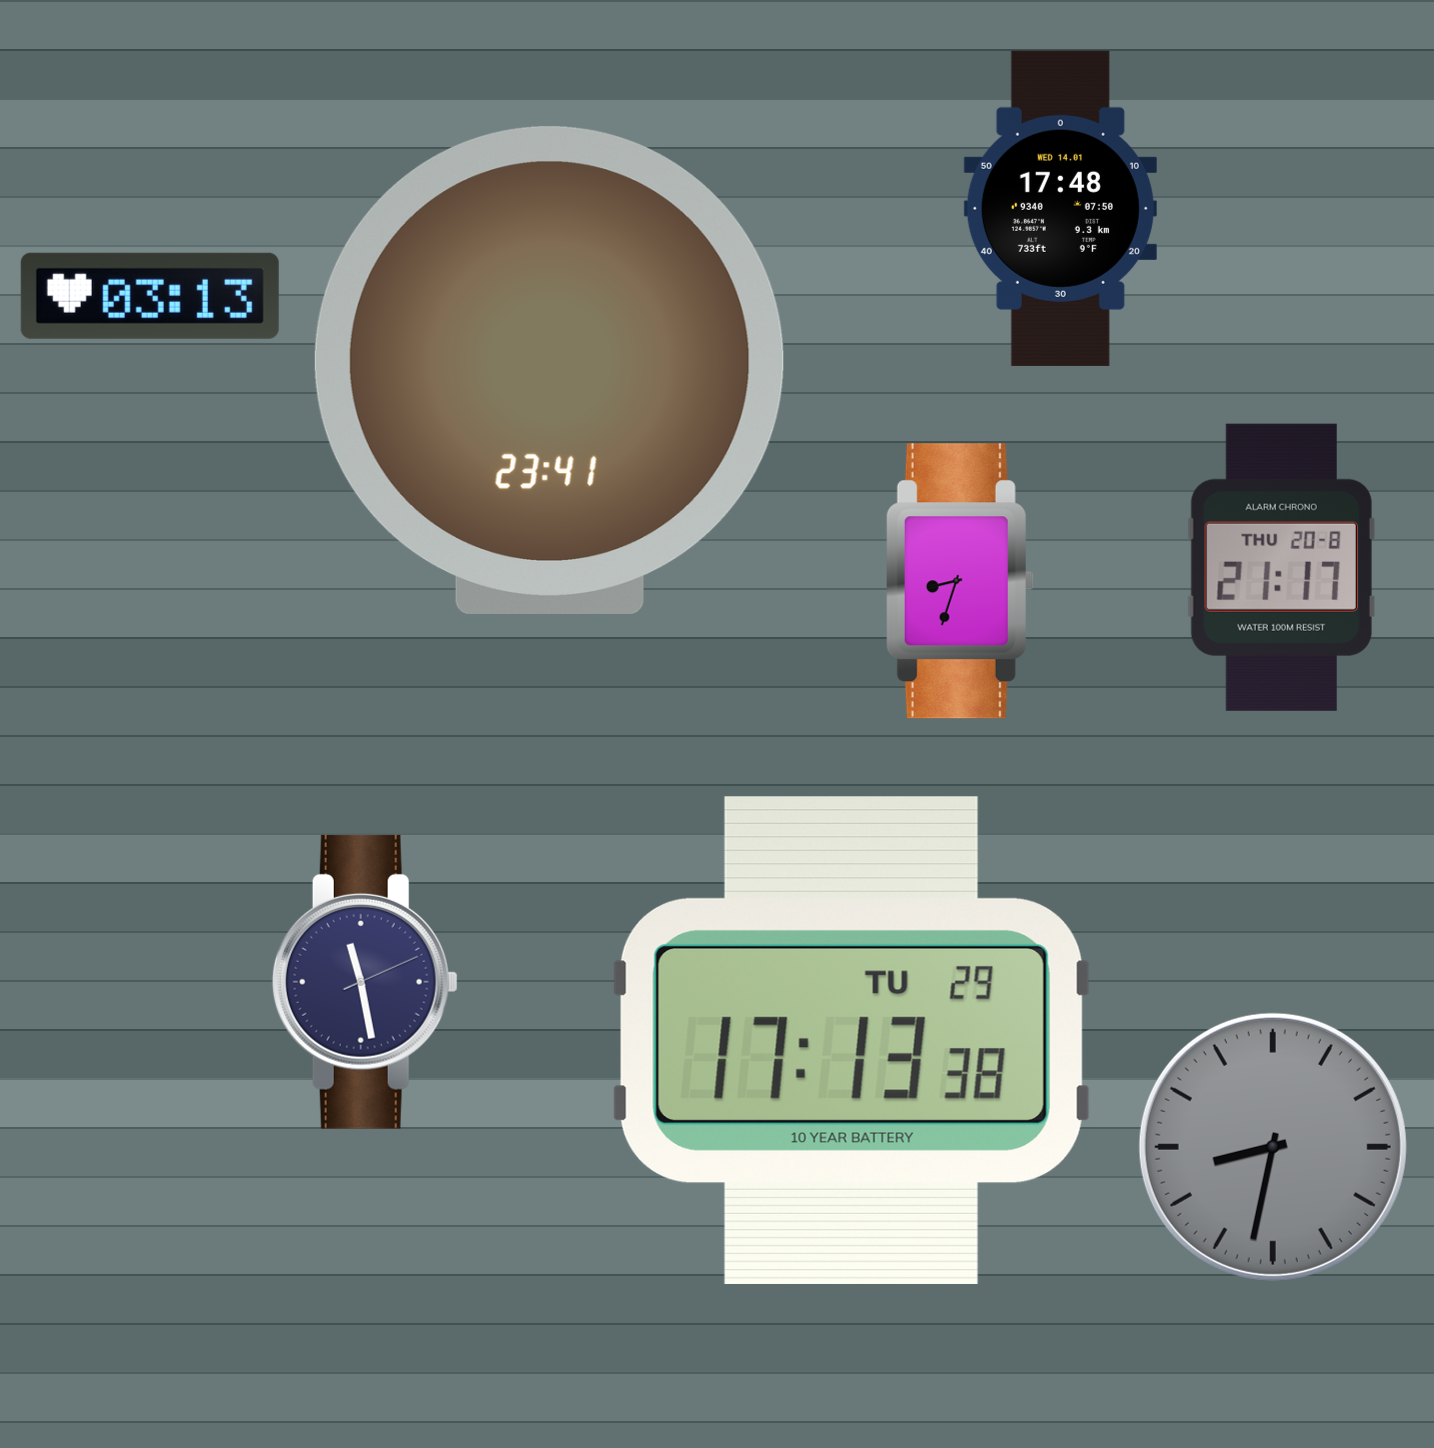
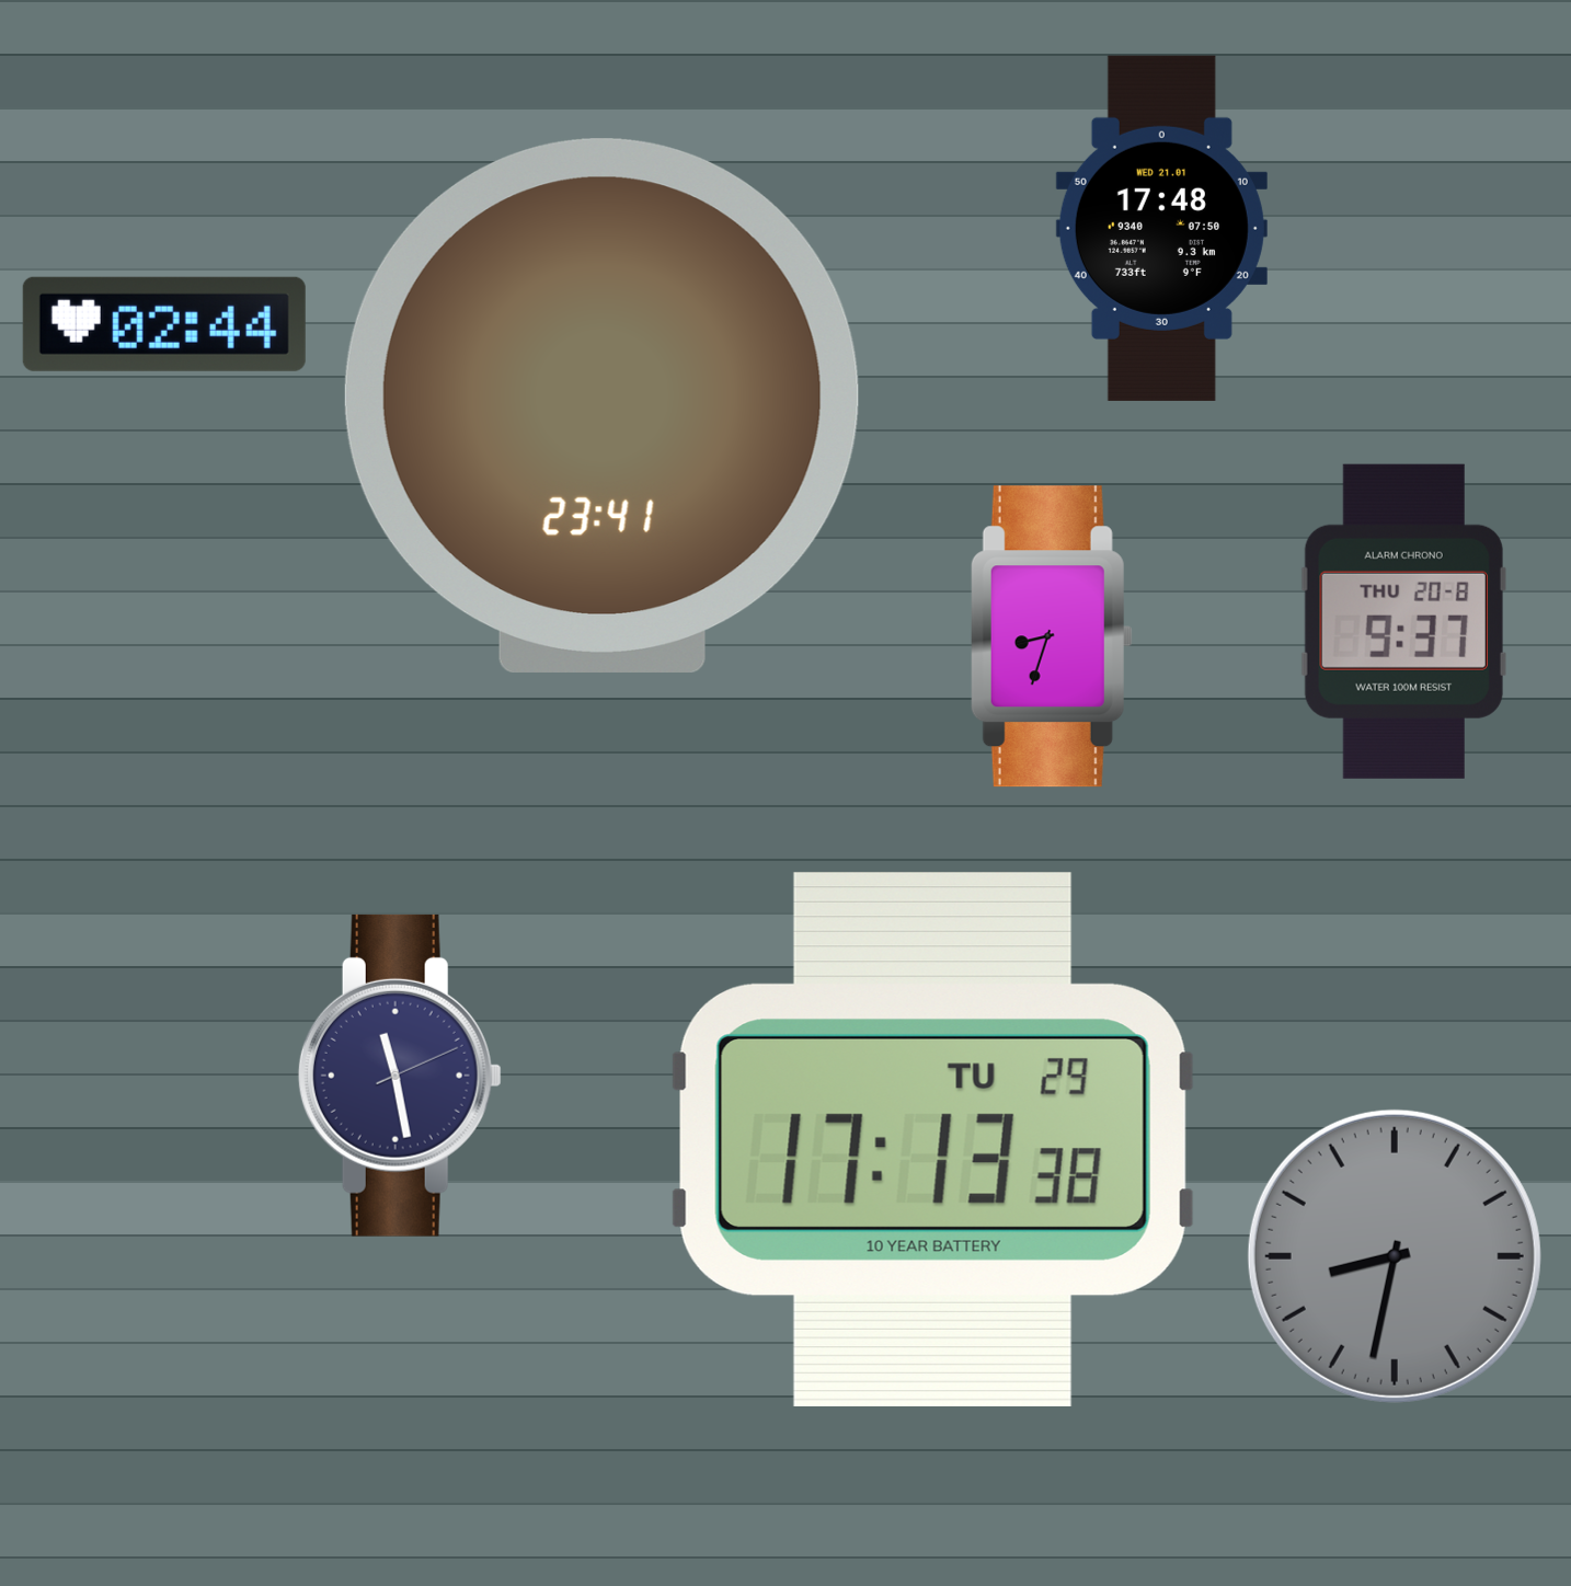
clock at (1060, 208) date: WED 14.01 -> WED 21.01
clock at (150, 296): 03:13 -> 02:44
clock at (1281, 567): 21:17 -> 9:37
